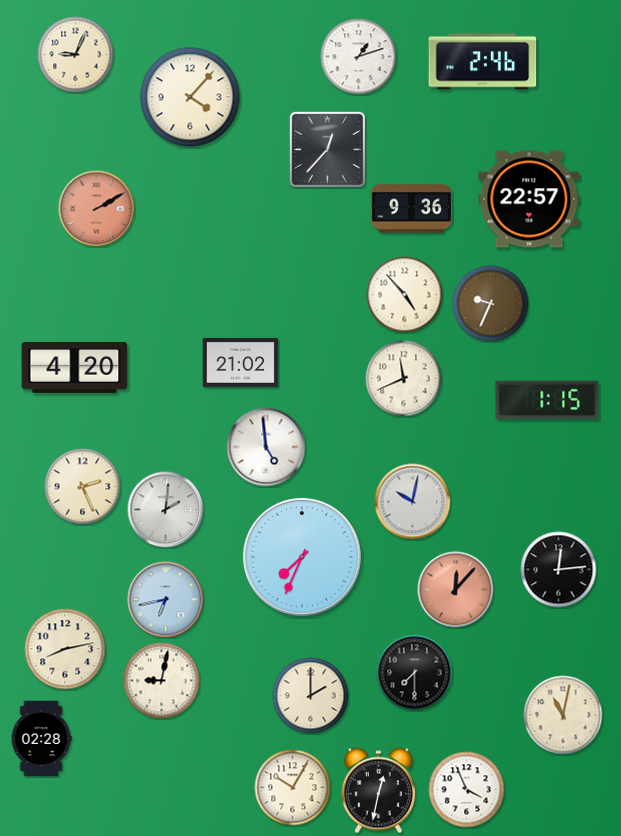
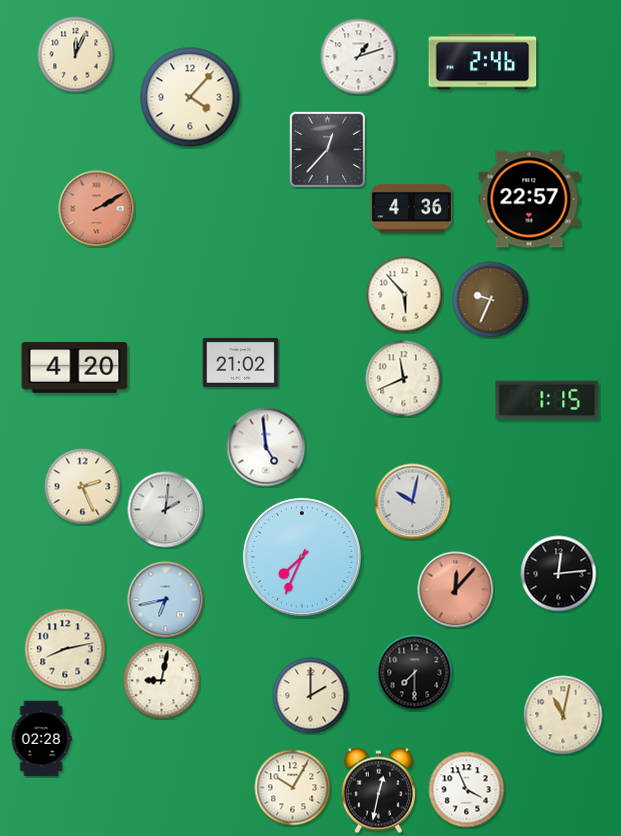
clock at (76, 55): 9:04 -> 12:04
clock at (411, 209): 9:36 -> 4:36
clock at (405, 295): 4:53 -> 5:53
clock at (491, 304) position: (491, 304) -> (491, 300)
clock at (559, 570) position: (559, 570) -> (559, 574)
